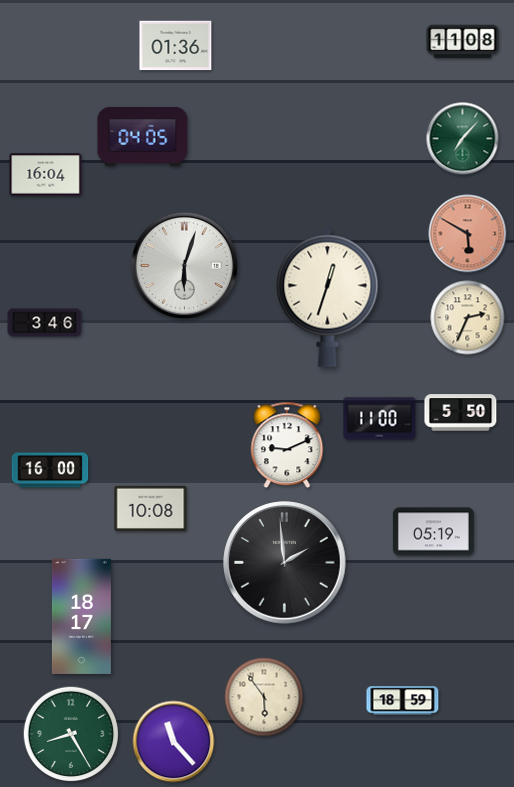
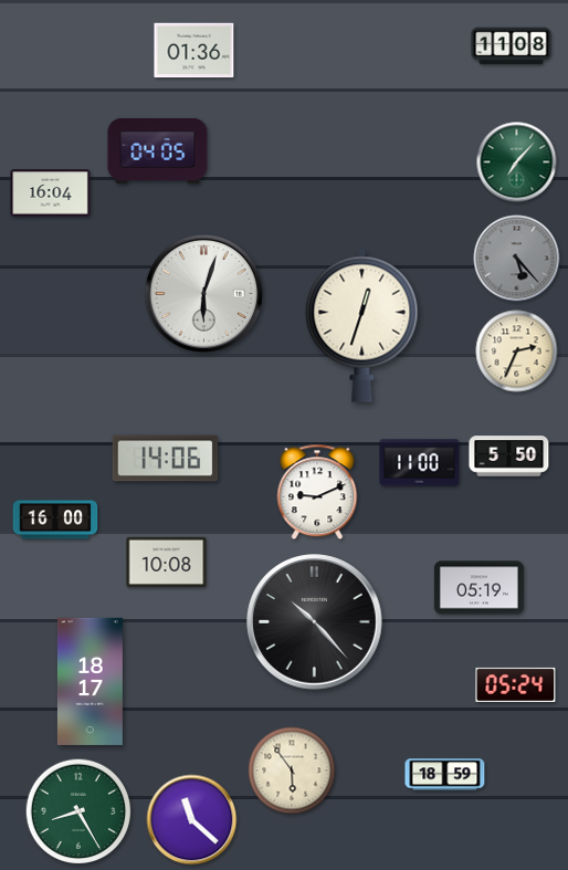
clock at (463, 139) position: (463, 139) -> (517, 163)
clock at (468, 234): 5:50 -> 5:23
clock at (468, 234) dial: salmon -> grey
clock at (328, 297) position: (328, 297) -> (362, 325)
clock at (45, 323): 3:46 -> none
clock at (166, 459): none -> 14:06
clock at (285, 563): 1:59 -> 10:23
clock at (516, 684): none -> 05:24
clock at (174, 742): 11:23 -> 11:22
